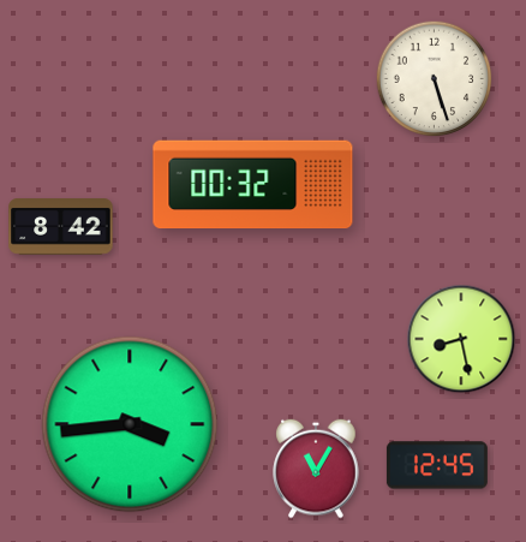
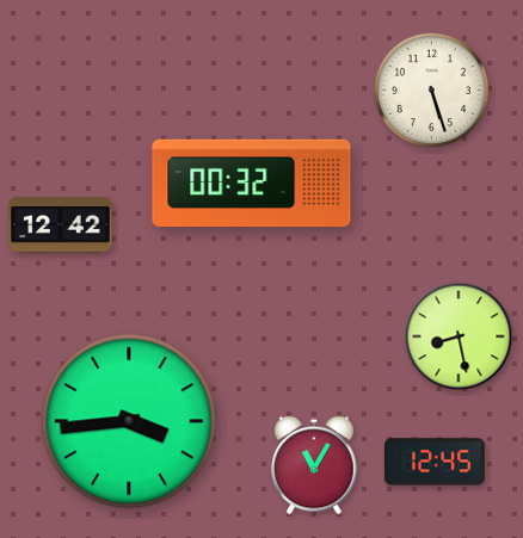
clock at (435, 79) position: (435, 79) -> (432, 91)
clock at (61, 227): 8:42 -> 12:42
